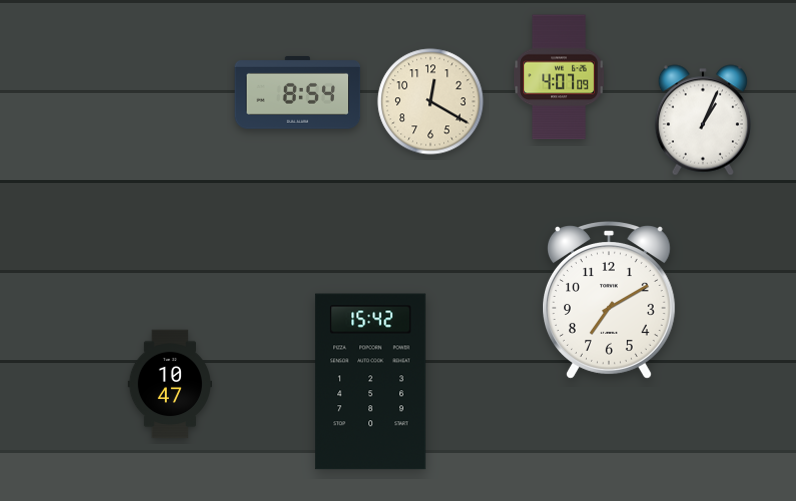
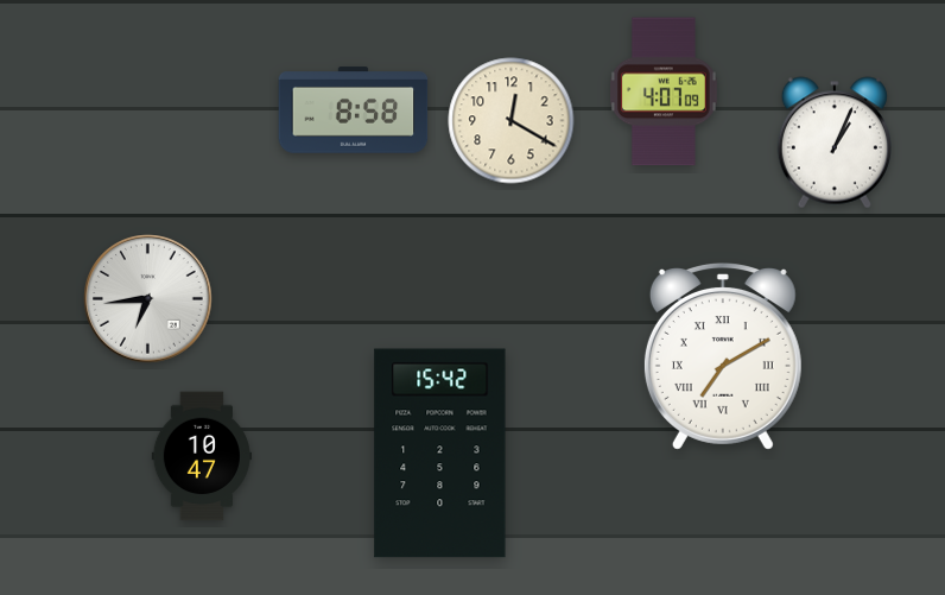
clock at (298, 93): 8:54 -> 8:58
clock at (148, 299): none -> 6:44
clock at (609, 301) numerals: Arabic -> Roman
